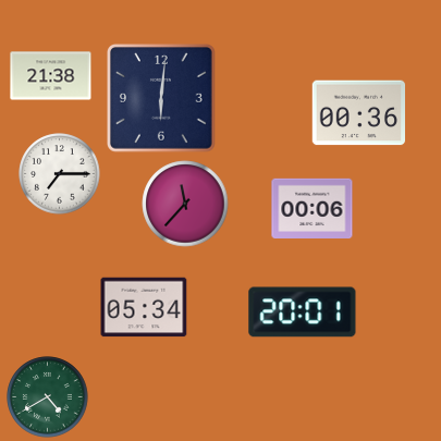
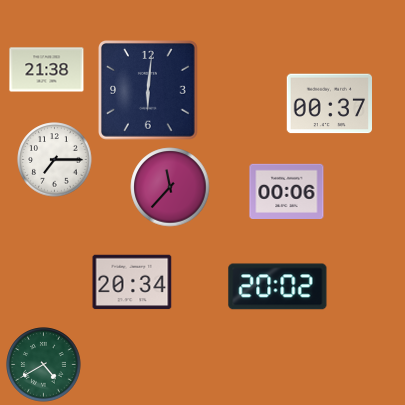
clock at (358, 113): 00:36 -> 00:37
clock at (144, 307): 05:34 -> 20:34
clock at (303, 313): 20:01 -> 20:02
